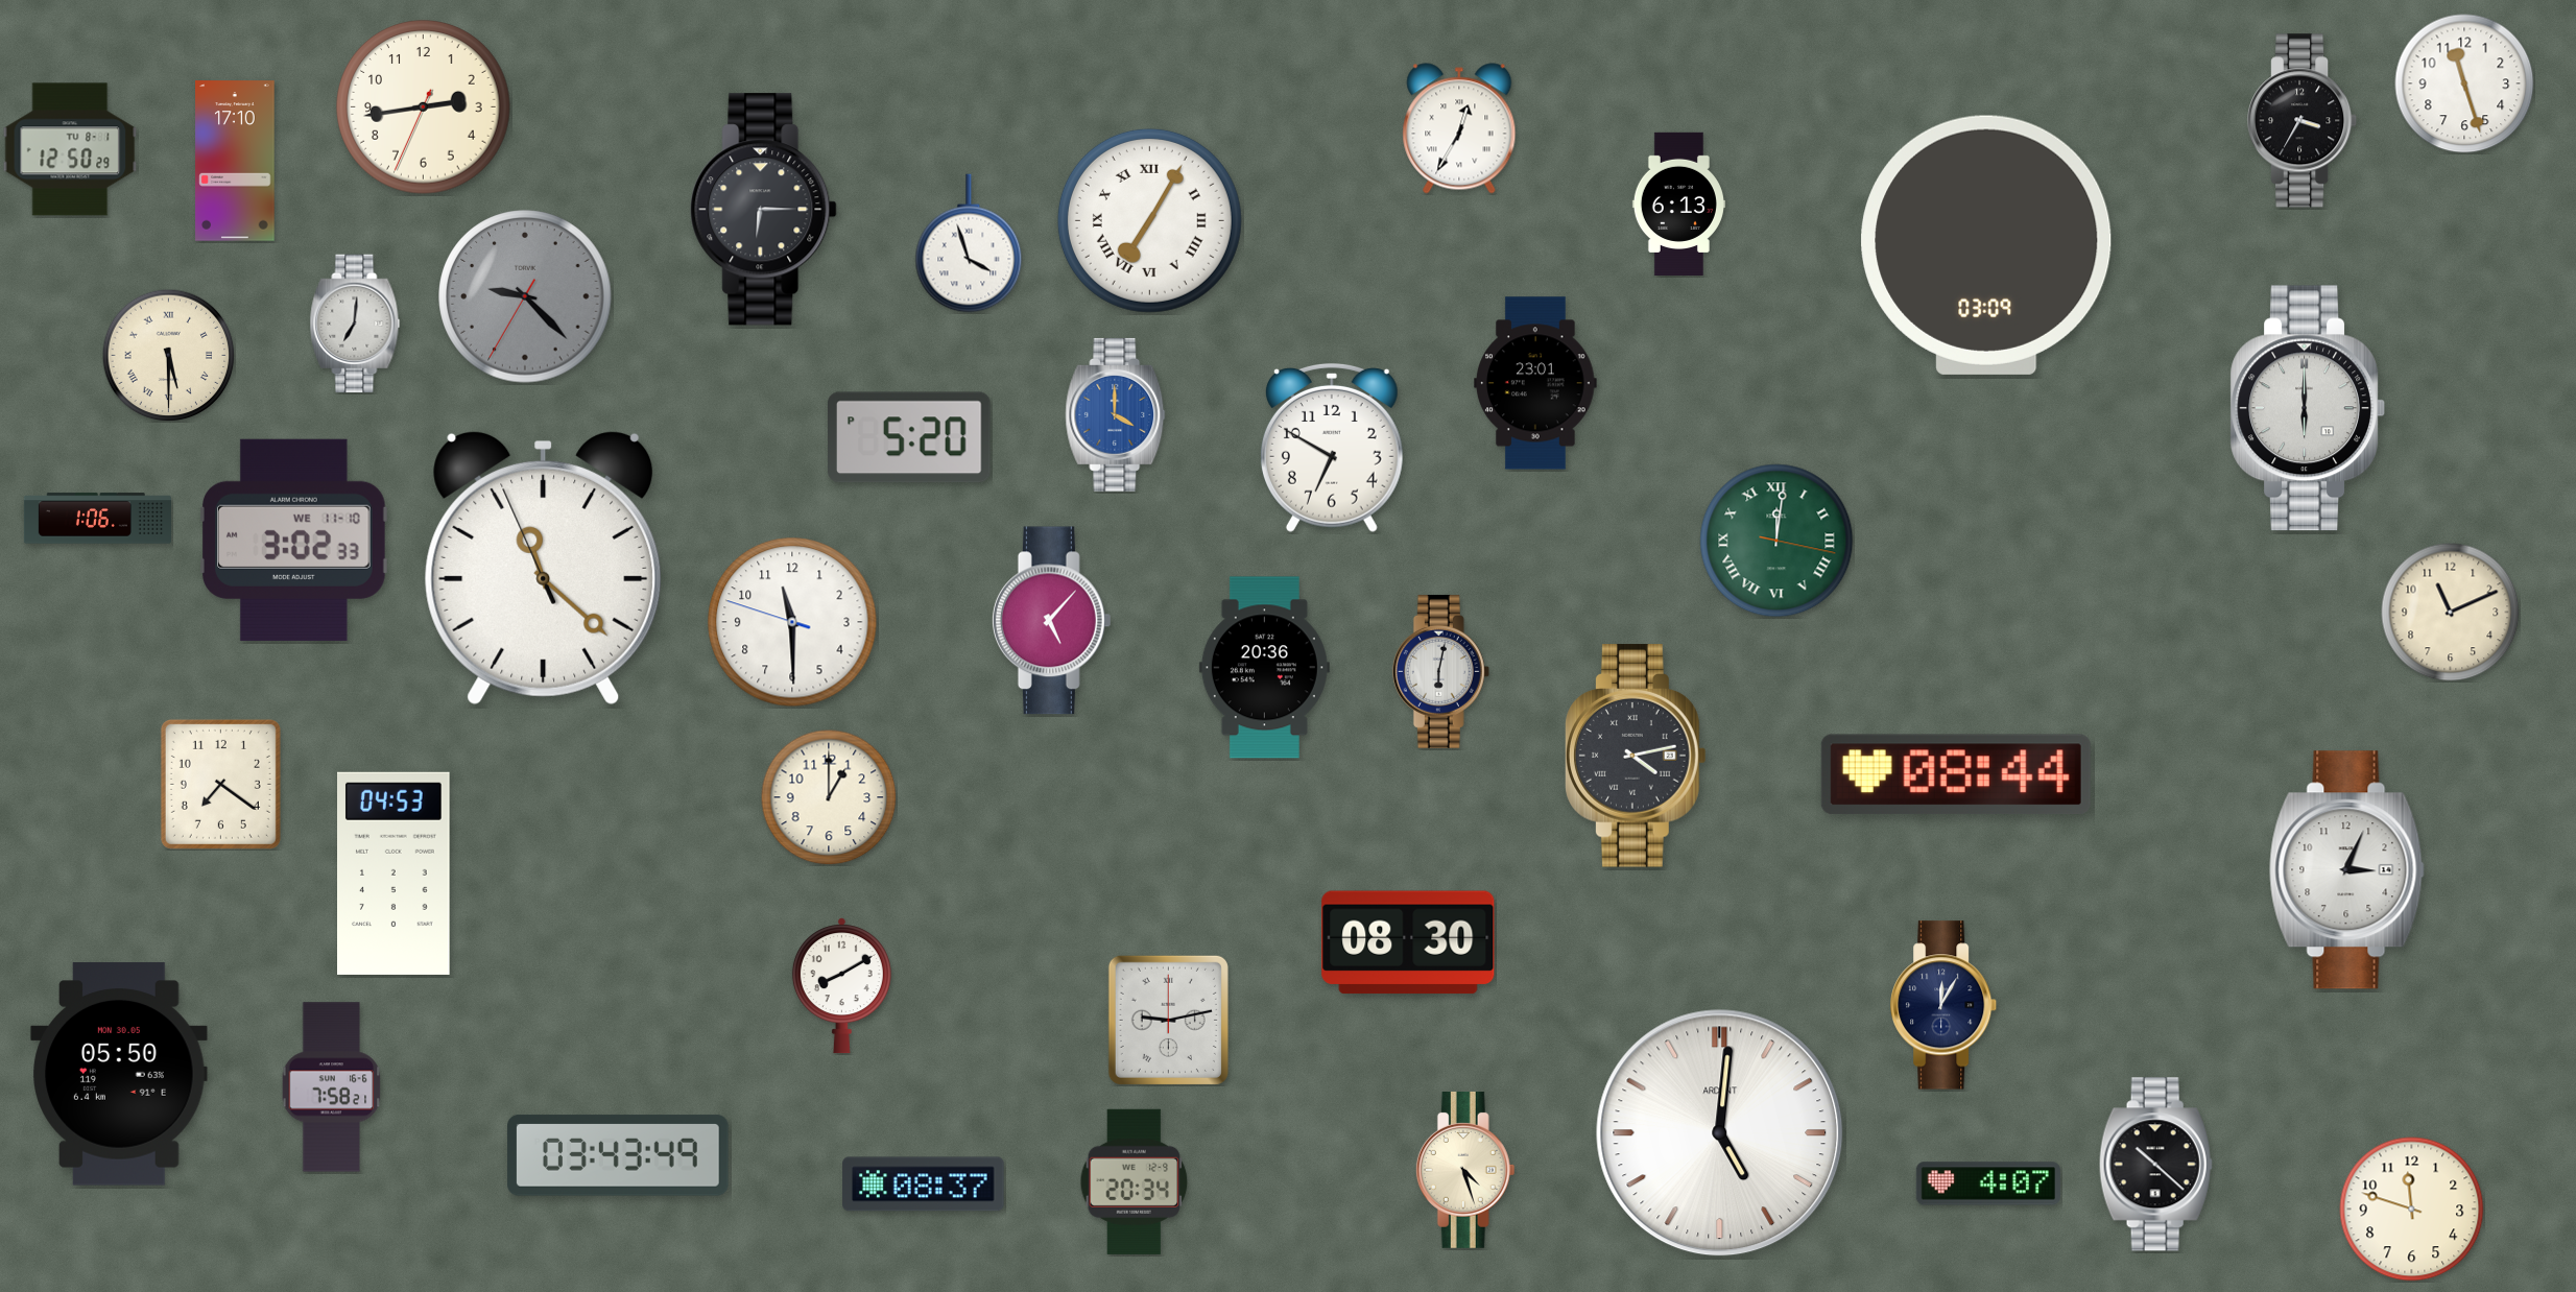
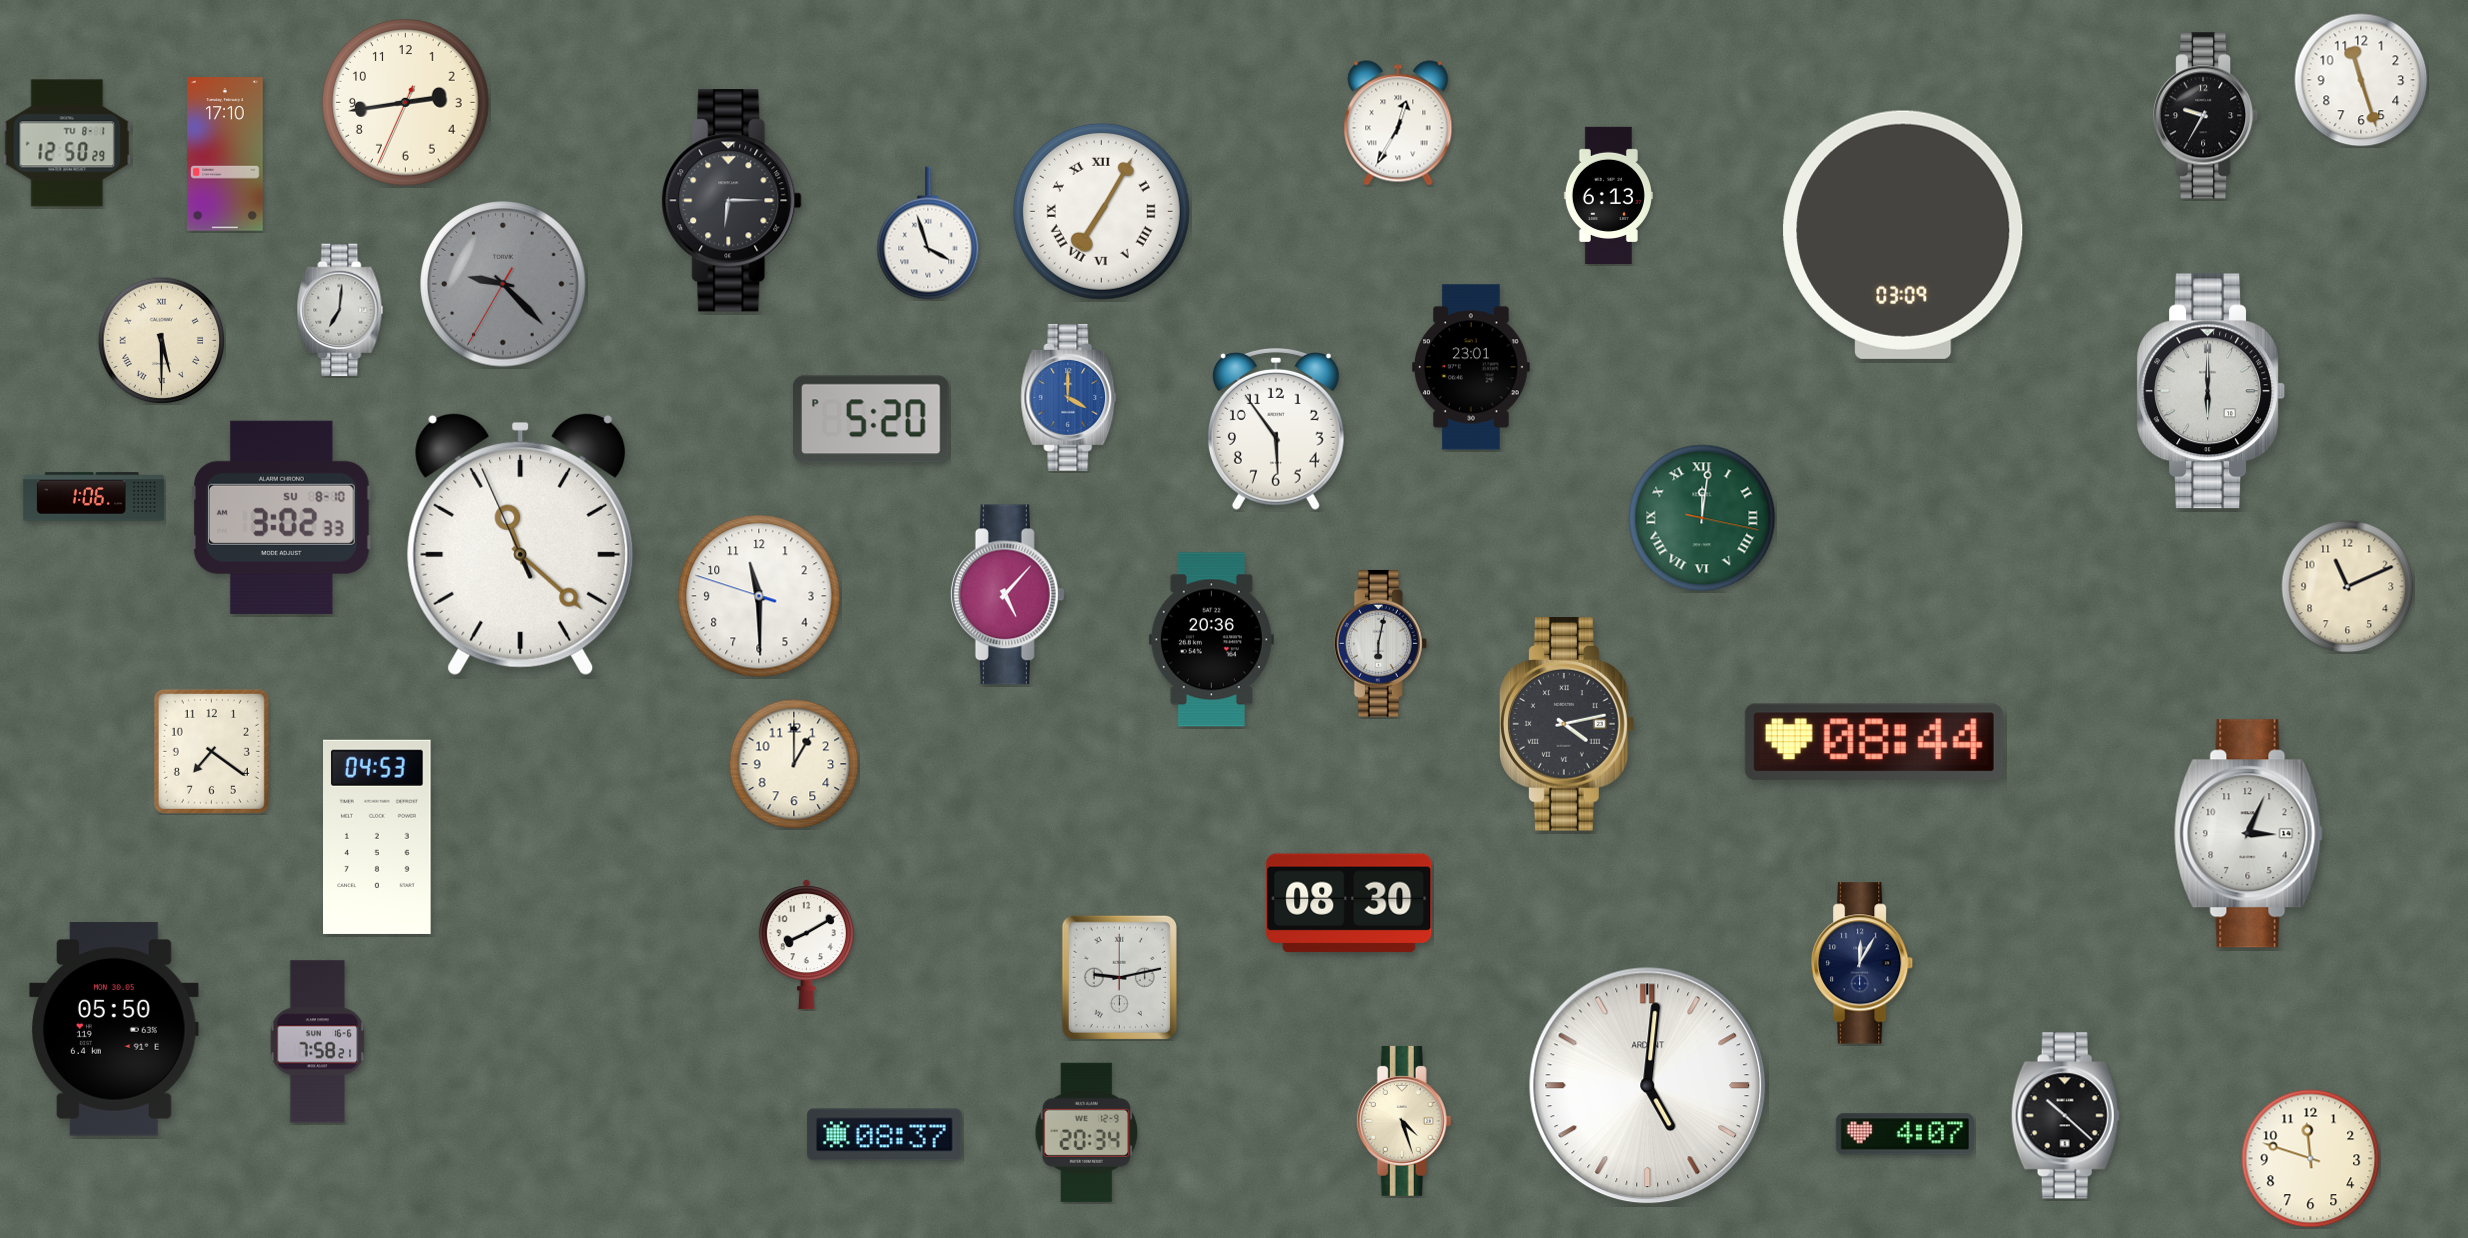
clock at (2304, 121): 3:35 -> 9:35
clock at (1332, 448): 6:50 -> 5:54
clock at (294, 540) date: WE 11-10 -> SU 8-10
clock at (618, 1155): 03:43 -> none
